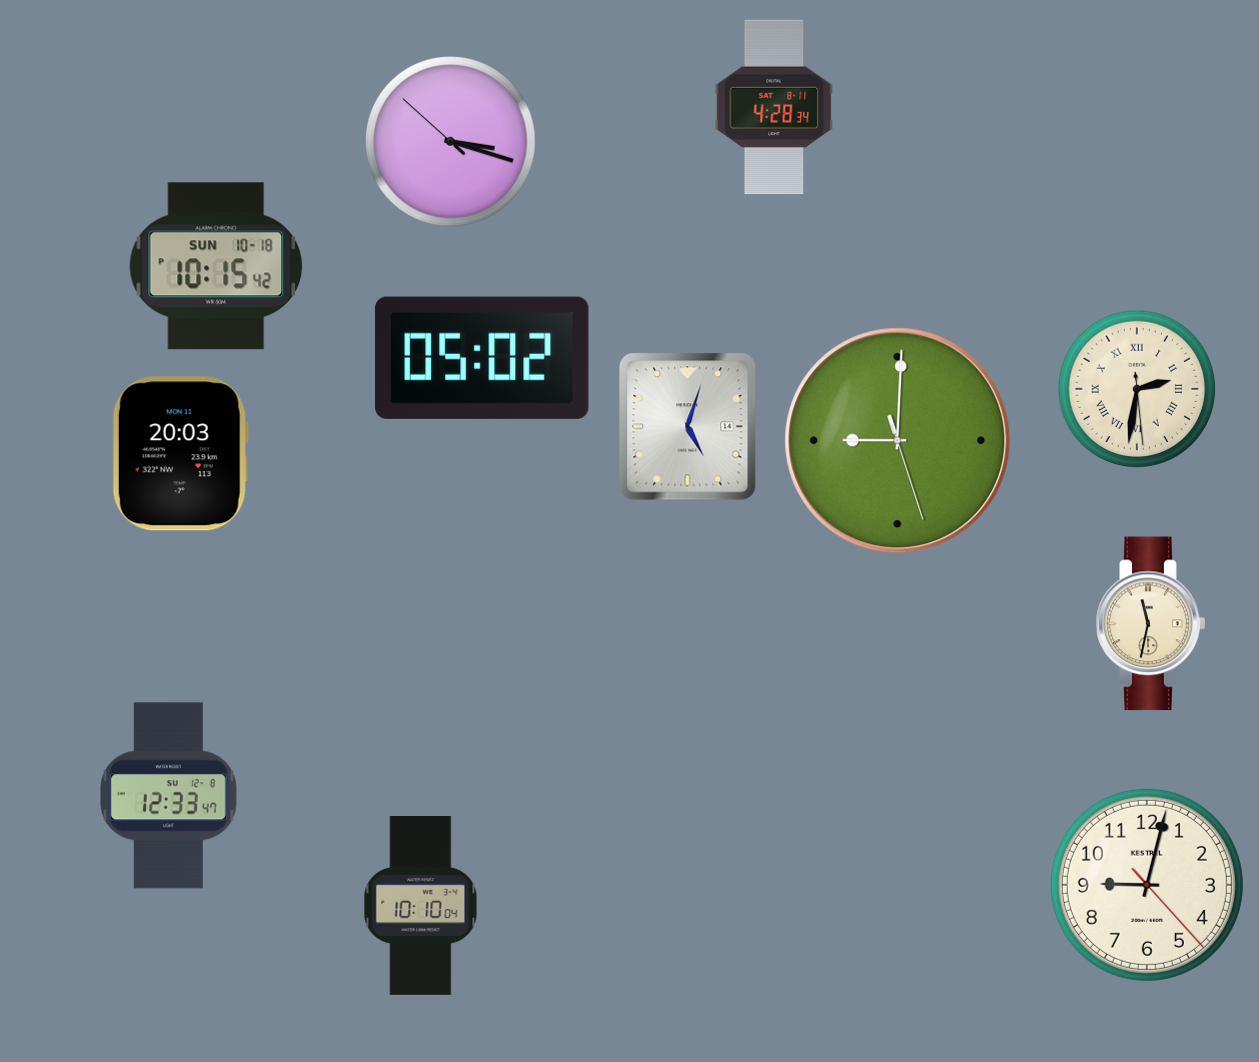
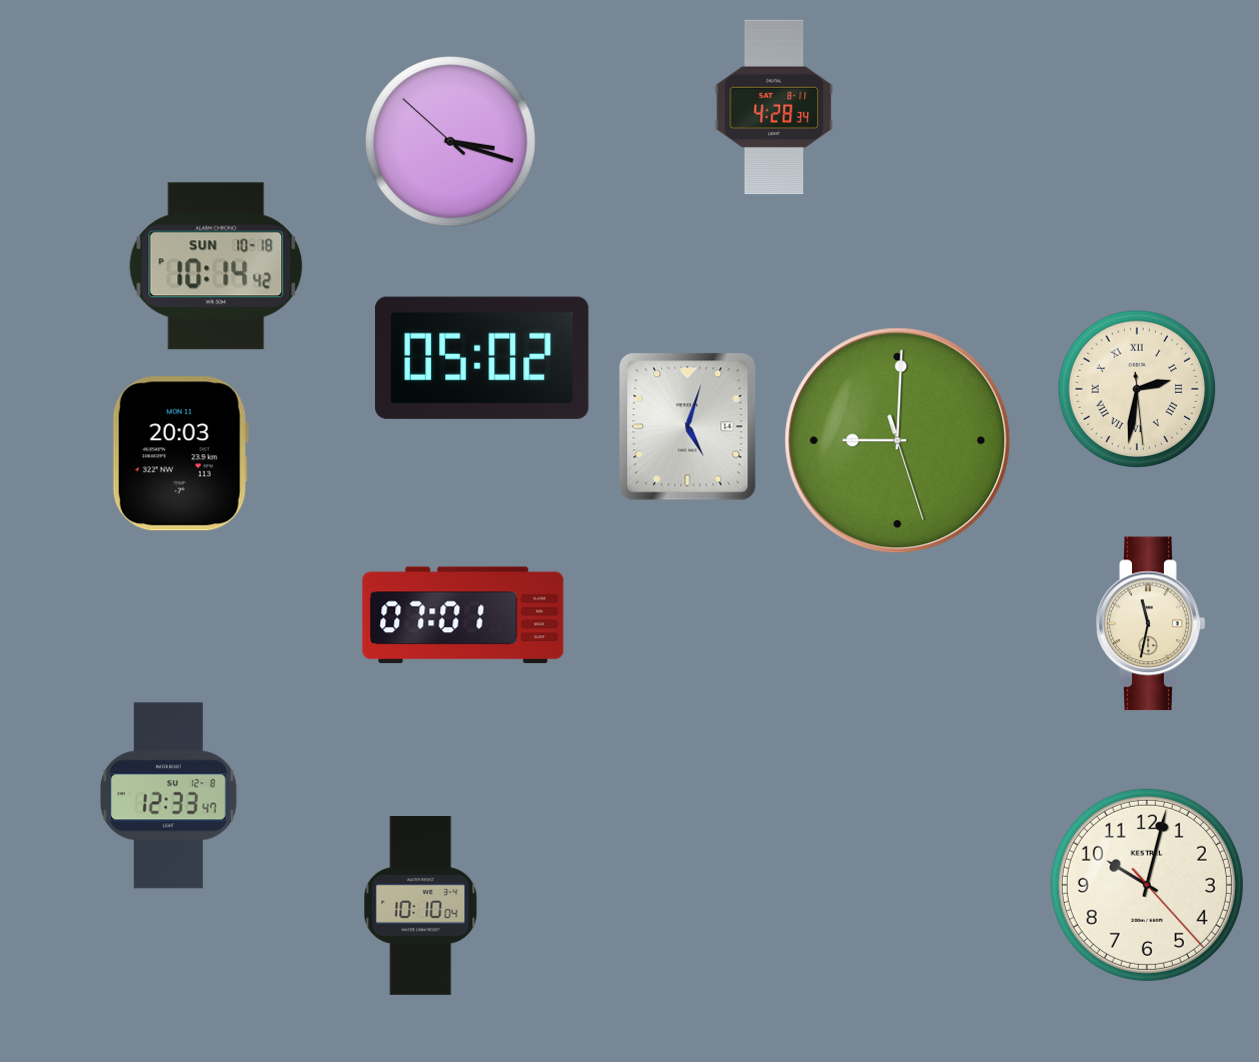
clock at (216, 266): 10:15 -> 10:14
clock at (463, 615): none -> 07:01
clock at (1147, 885): 9:02 -> 10:02
